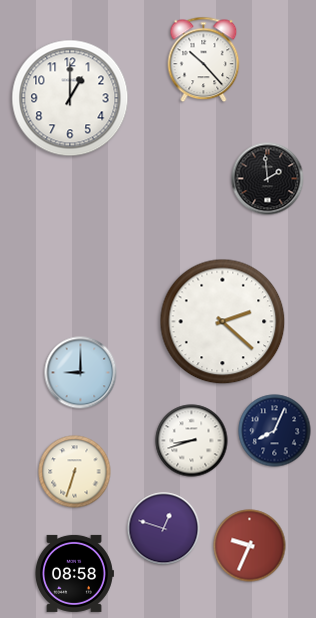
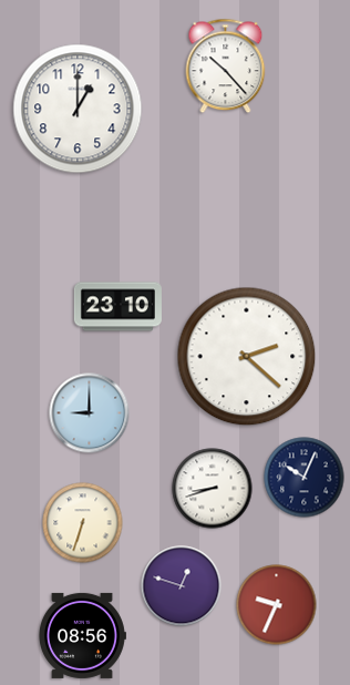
clock at (268, 179): 1:59 -> none
clock at (117, 307): none -> 23:10
clock at (275, 431): 8:04 -> 10:04
clock at (74, 573): 08:58 -> 08:56
